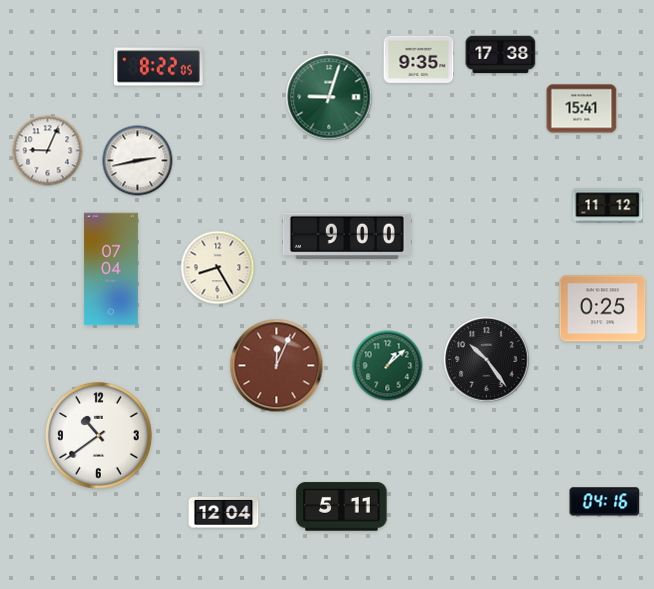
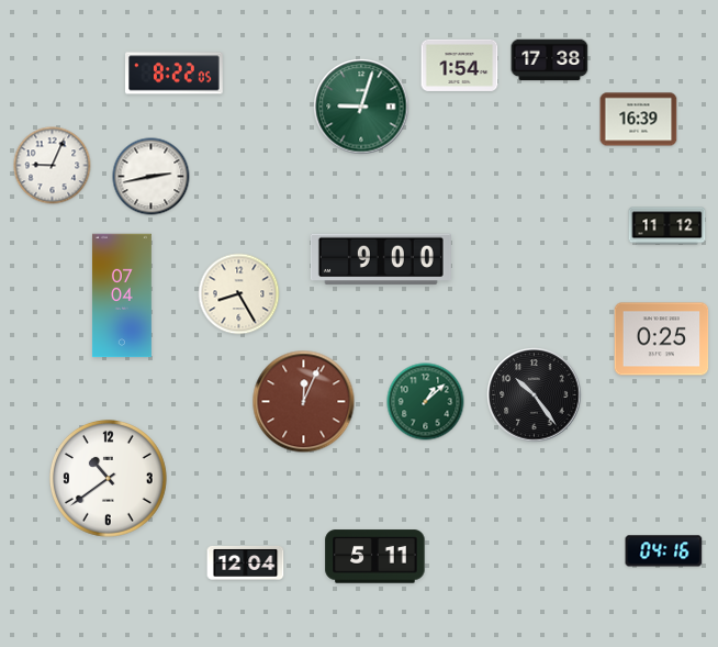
clock at (419, 59): 9:35 -> 1:54
clock at (582, 109): 15:41 -> 16:39
